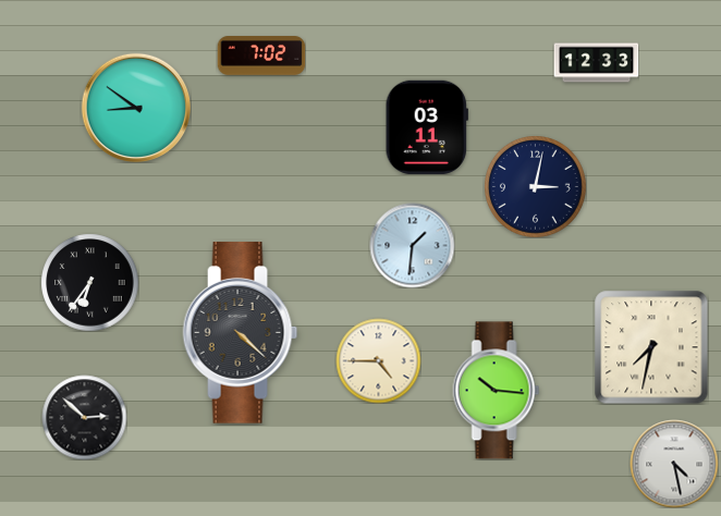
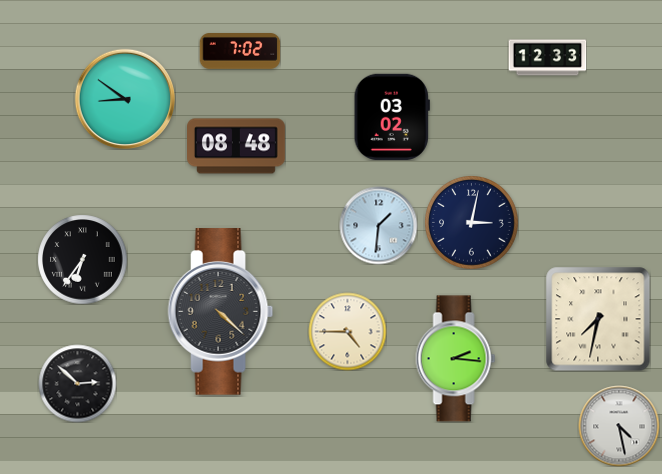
clock at (427, 126): 03:11 -> 03:02
clock at (237, 146): none -> 08:48
clock at (536, 187) position: (536, 187) -> (472, 223)
clock at (241, 333) position: (241, 333) -> (221, 312)
clock at (497, 391): 10:16 -> 2:16
